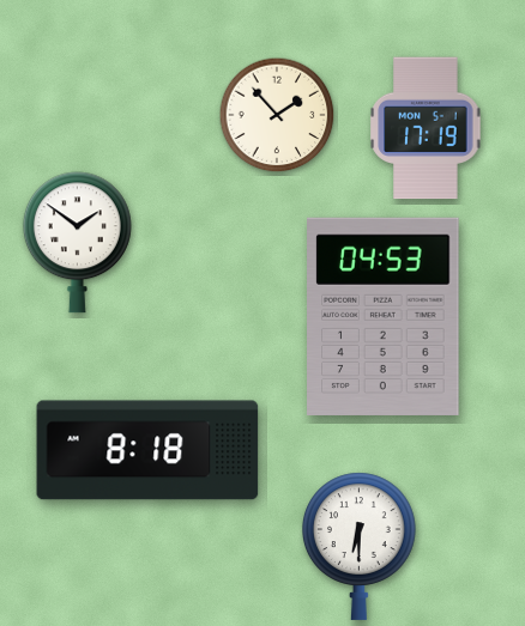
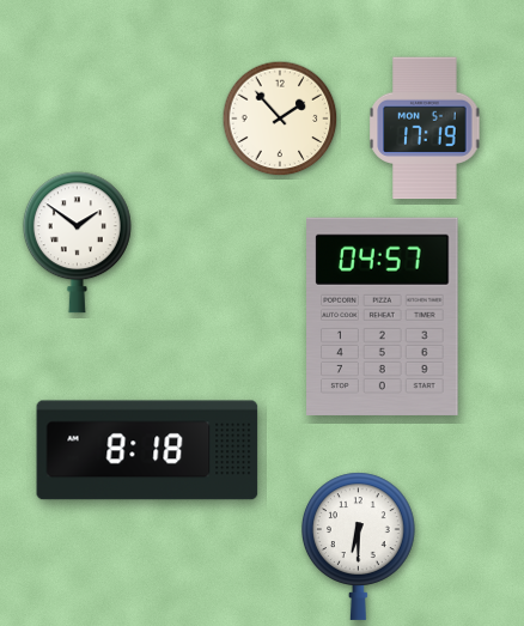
clock at (277, 115) position: (277, 115) -> (280, 118)
clock at (384, 316): 04:53 -> 04:57
